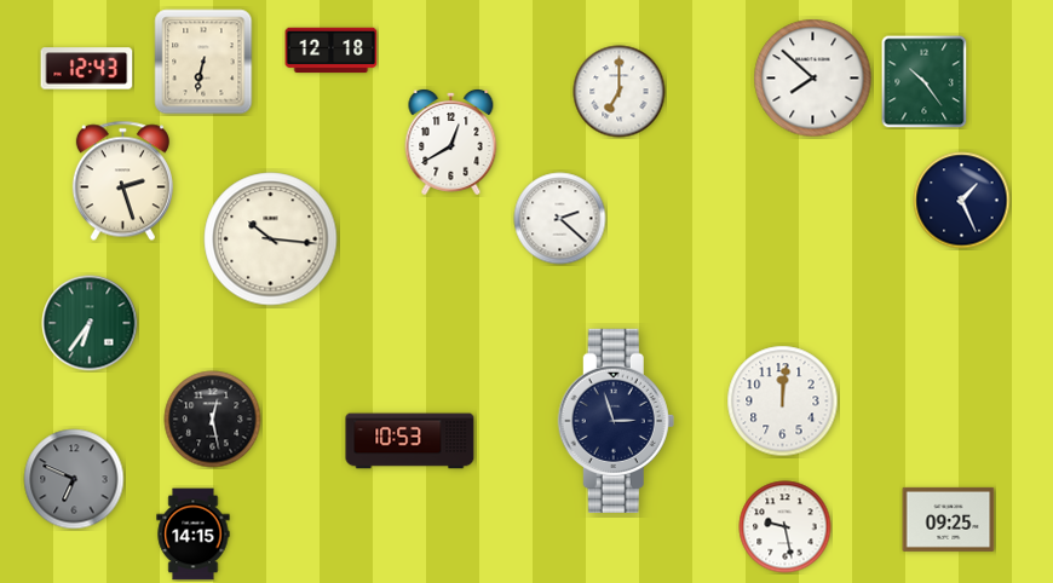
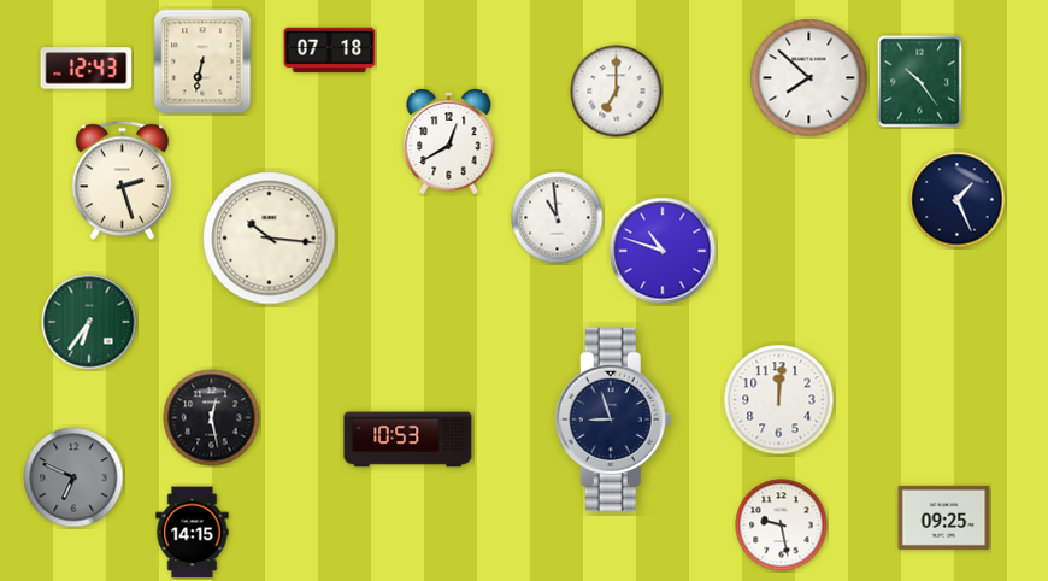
clock at (332, 51): 12:18 -> 07:18
clock at (560, 219): 2:22 -> 10:59
clock at (663, 251): none -> 10:48
clock at (616, 421): 2:57 -> 8:57
